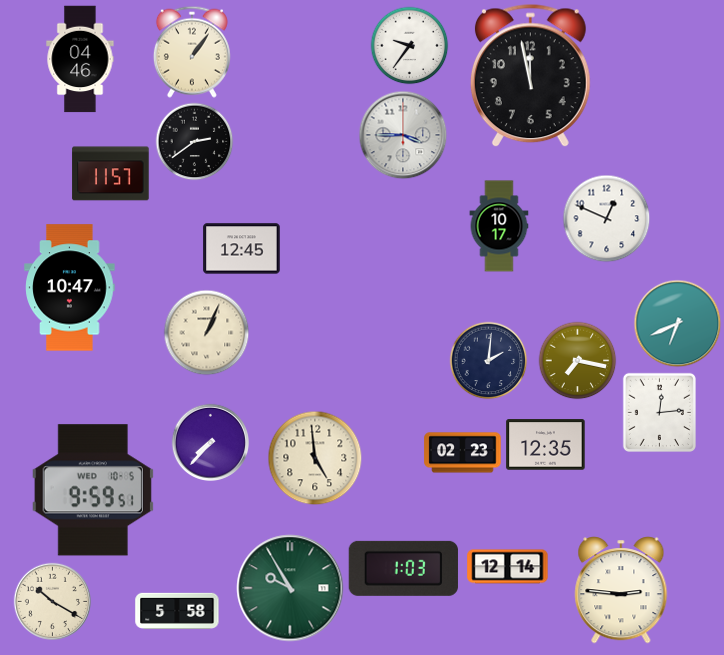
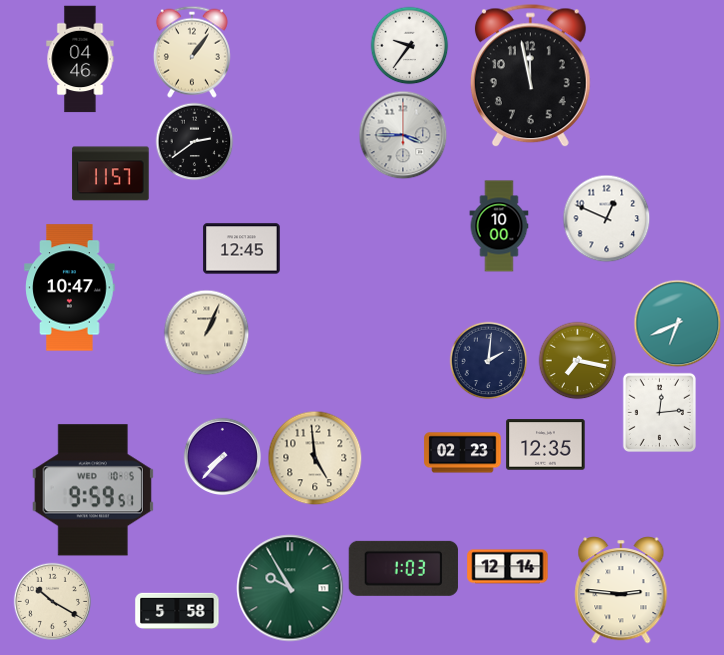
clock at (499, 226): 10:17 -> 10:00
clock at (210, 442) position: (210, 442) -> (222, 456)
